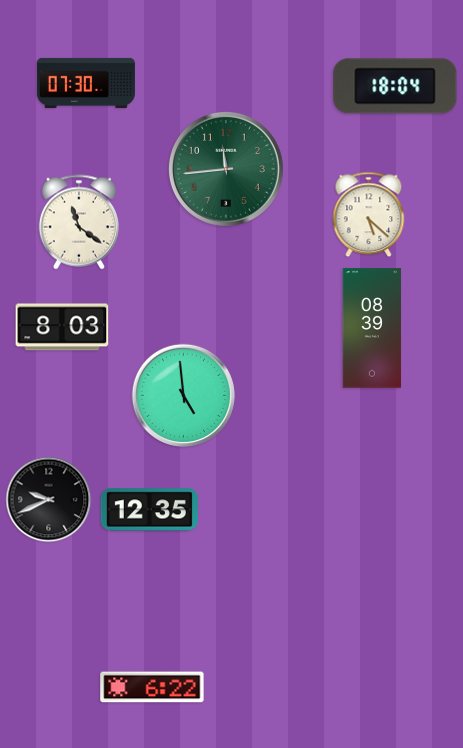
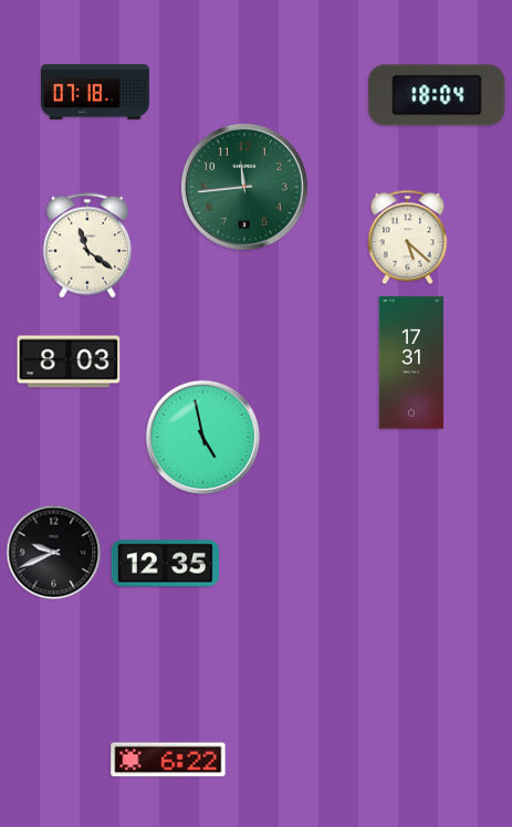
clock at (86, 83): 07:30 -> 07:18
clock at (226, 169) position: (226, 169) -> (244, 187)
clock at (372, 328): 08:39 -> 17:31
clock at (183, 395): 4:59 -> 4:58
